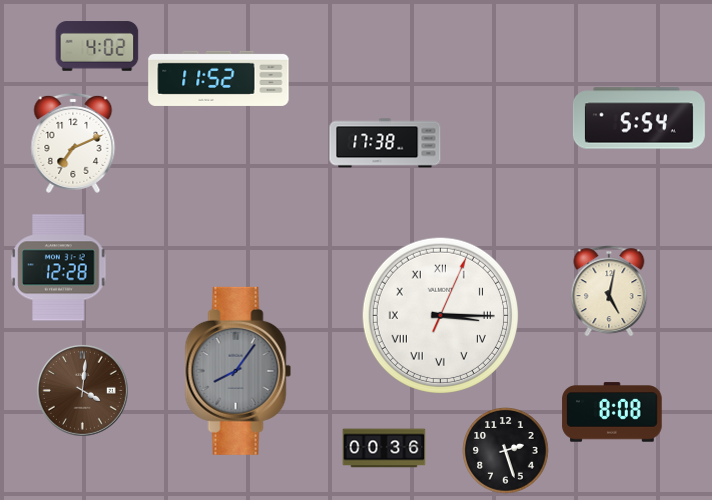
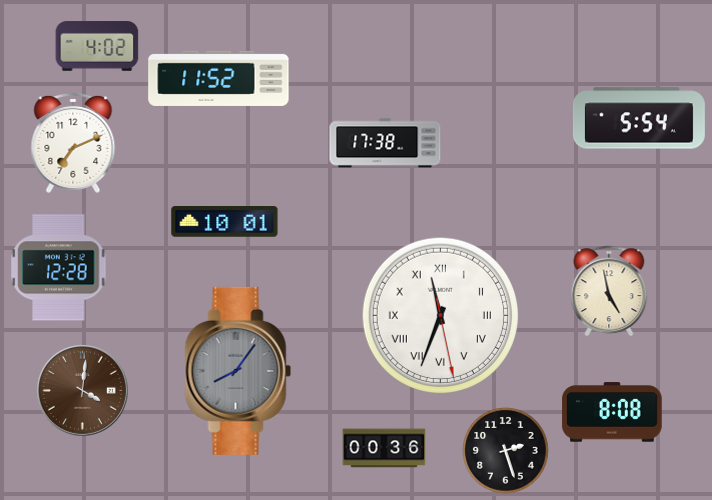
clock at (225, 222): none -> 10:01
clock at (609, 291): 5:02 -> 4:58
clock at (440, 315): 3:15 -> 11:33
